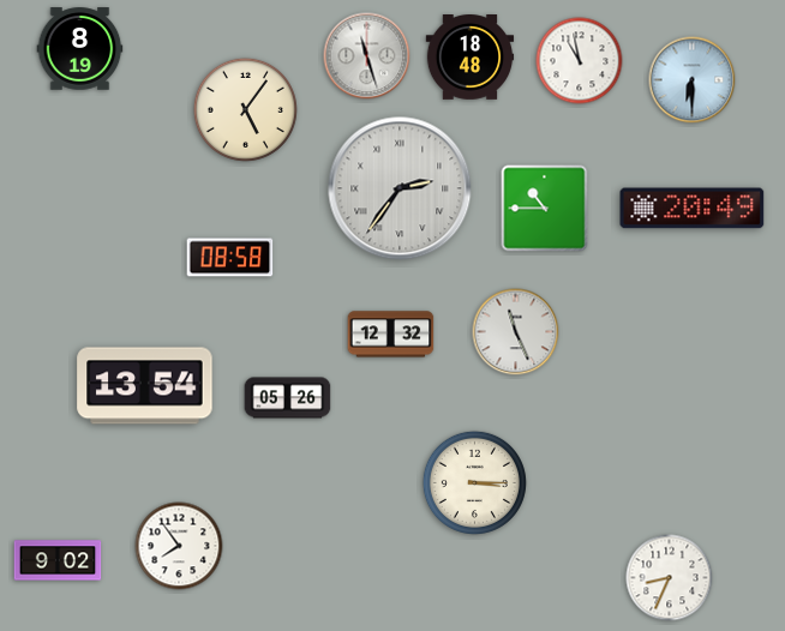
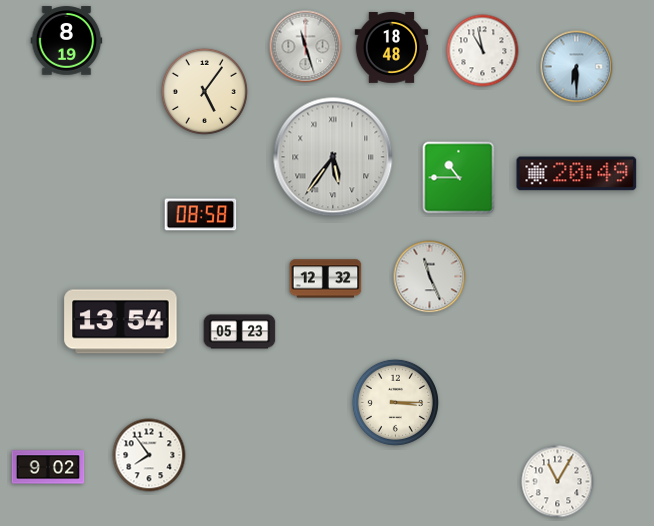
clock at (400, 188): 2:36 -> 5:36
clock at (545, 209) position: (545, 209) -> (459, 178)
clock at (230, 258) position: (230, 258) -> (201, 215)
clock at (288, 398): 05:26 -> 05:23
clock at (670, 578): 8:34 -> 11:05
